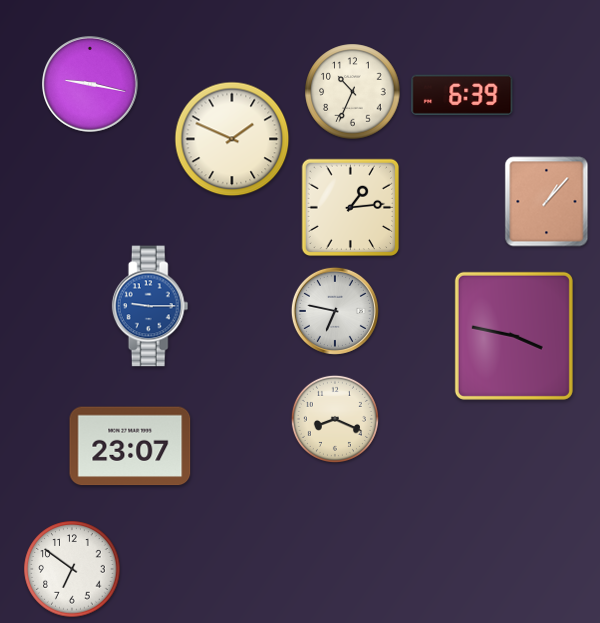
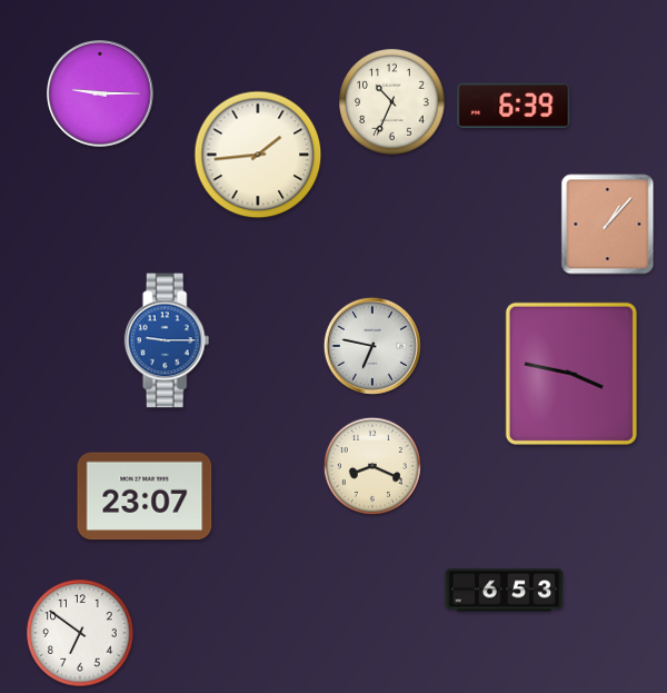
clock at (90, 84): 9:17 -> 9:15
clock at (232, 139): 1:49 -> 1:44
clock at (351, 208): 1:14 -> none
clock at (505, 591): none -> 6:53
